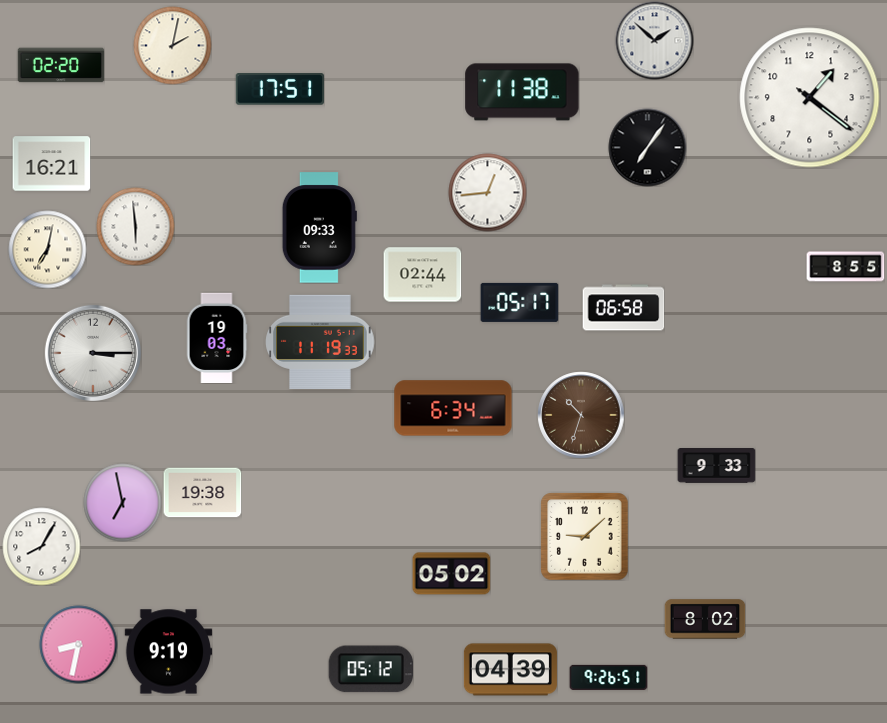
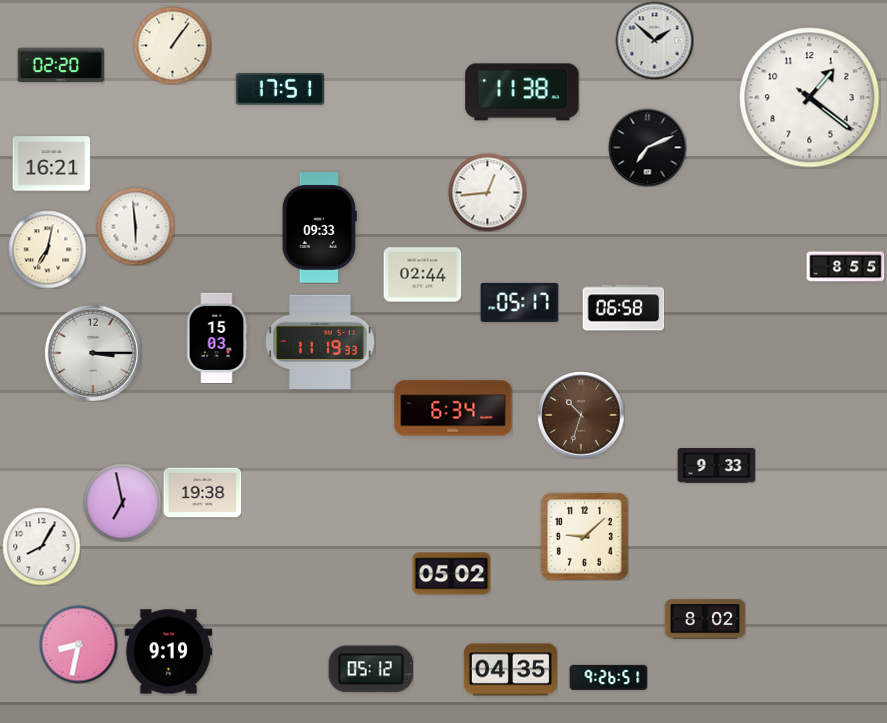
clock at (172, 45): 2:02 -> 1:06
clock at (647, 147): 7:06 -> 7:11
clock at (217, 337): 19:03 -> 15:03
clock at (510, 670): 04:39 -> 04:35
